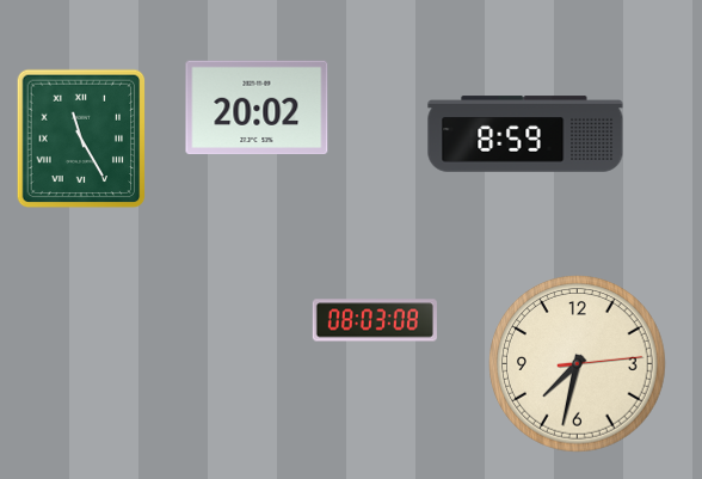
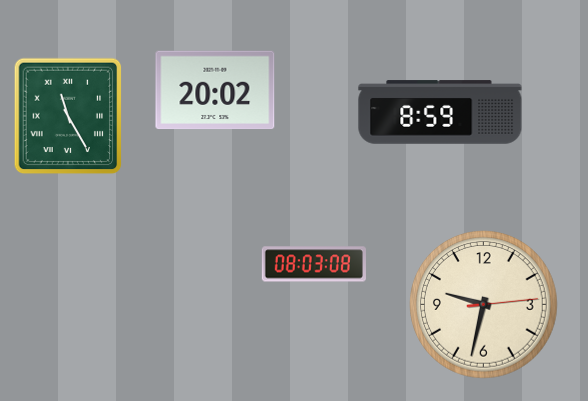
clock at (375, 320) position: (375, 320) -> (314, 264)
clock at (578, 364): 7:32 -> 9:32
